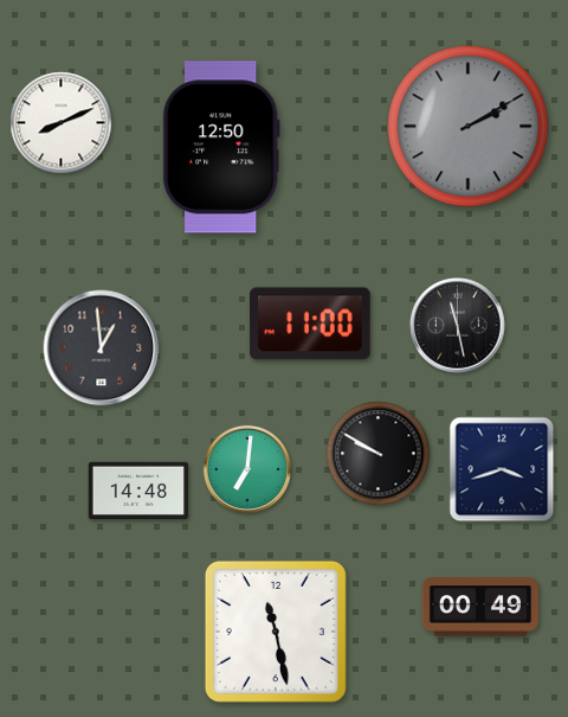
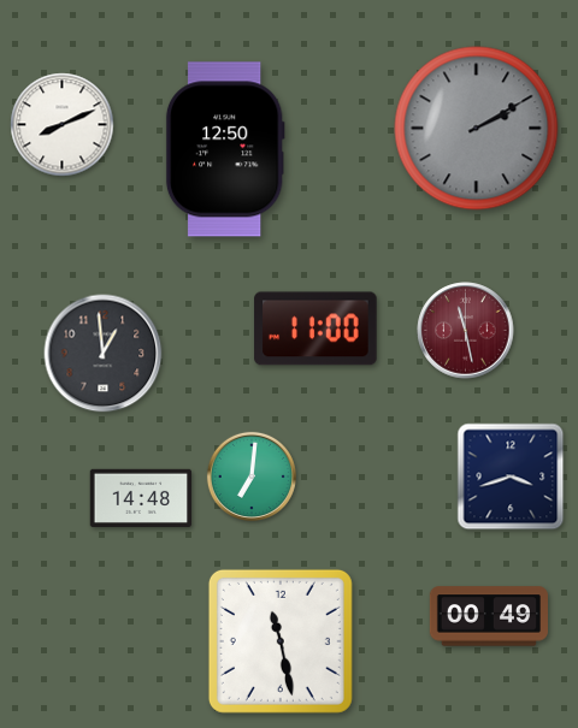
clock at (458, 326) dial: black -> burgundy
clock at (379, 454): 9:50 -> none
